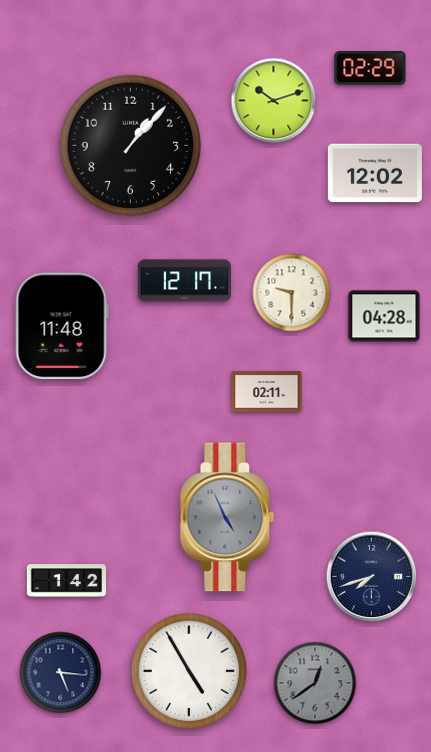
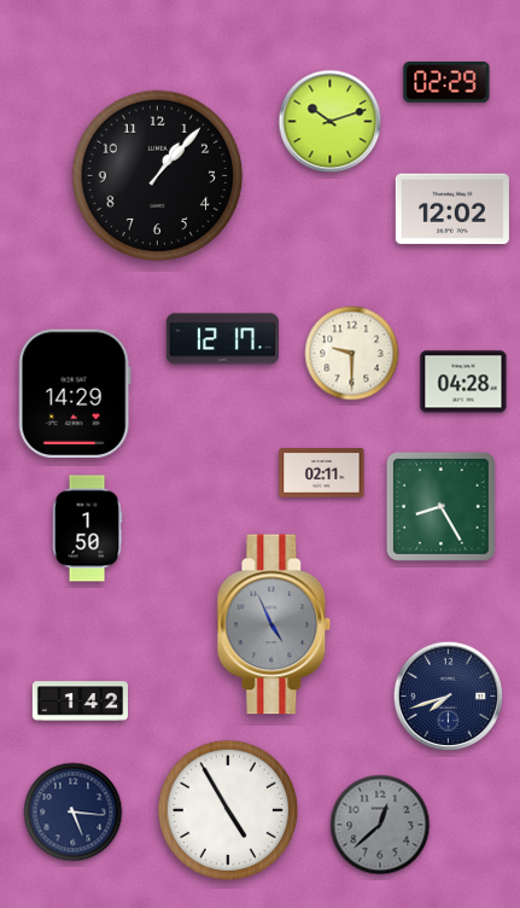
clock at (62, 326): 11:48 -> 14:29
clock at (440, 506): none -> 8:25
clock at (87, 529): none -> 1:50
clock at (315, 683): 12:39 -> 12:38
